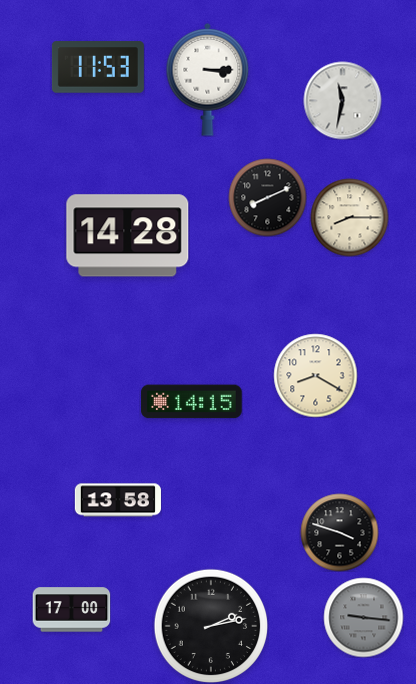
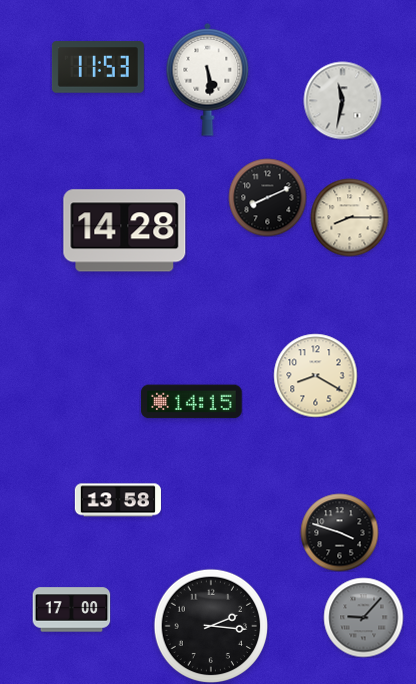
clock at (208, 79): 3:15 -> 5:29
clock at (128, 236) position: (128, 236) -> (125, 231)
clock at (363, 617): 9:16 -> 9:07
clock at (211, 626): 2:13 -> 2:16
